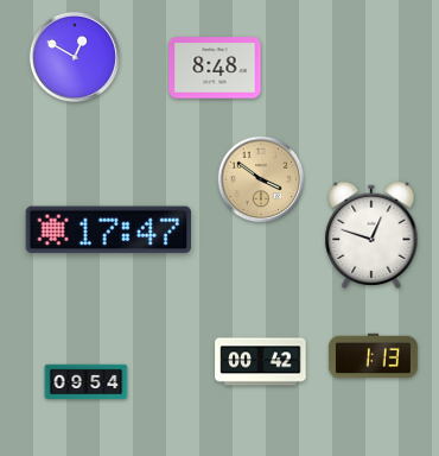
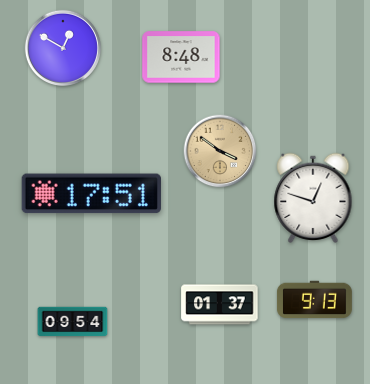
clock at (108, 230): 17:47 -> 17:51
clock at (373, 356): 1:13 -> 9:13
clock at (261, 362): 00:42 -> 01:37
